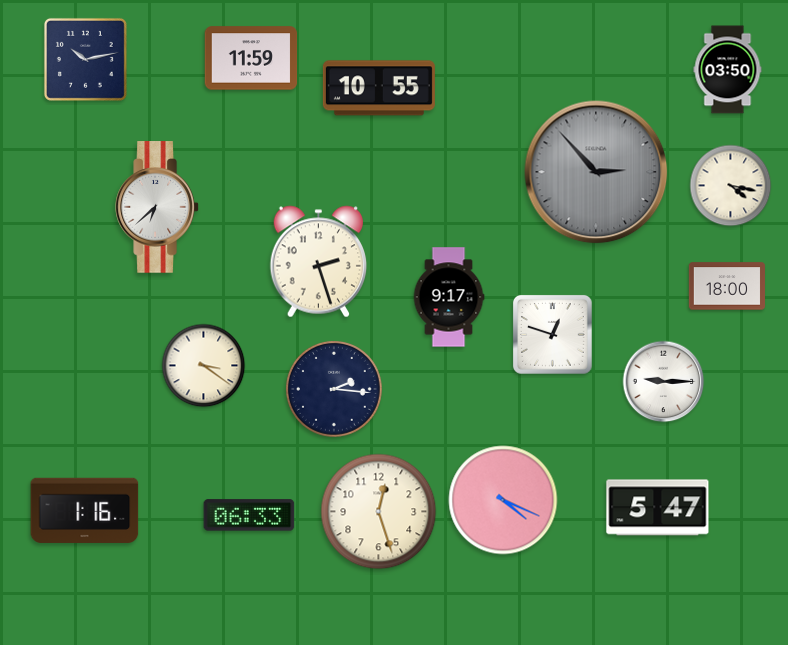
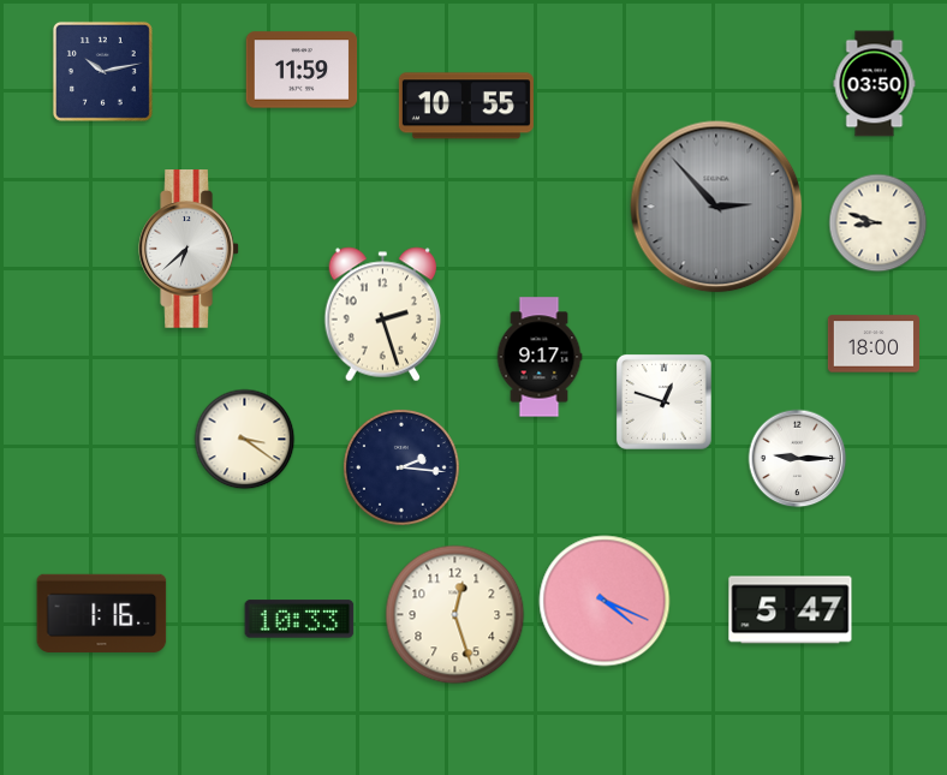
clock at (379, 88) position: (379, 88) -> (466, 106)
clock at (731, 186): 4:17 -> 8:48
clock at (249, 515): 06:33 -> 10:33
